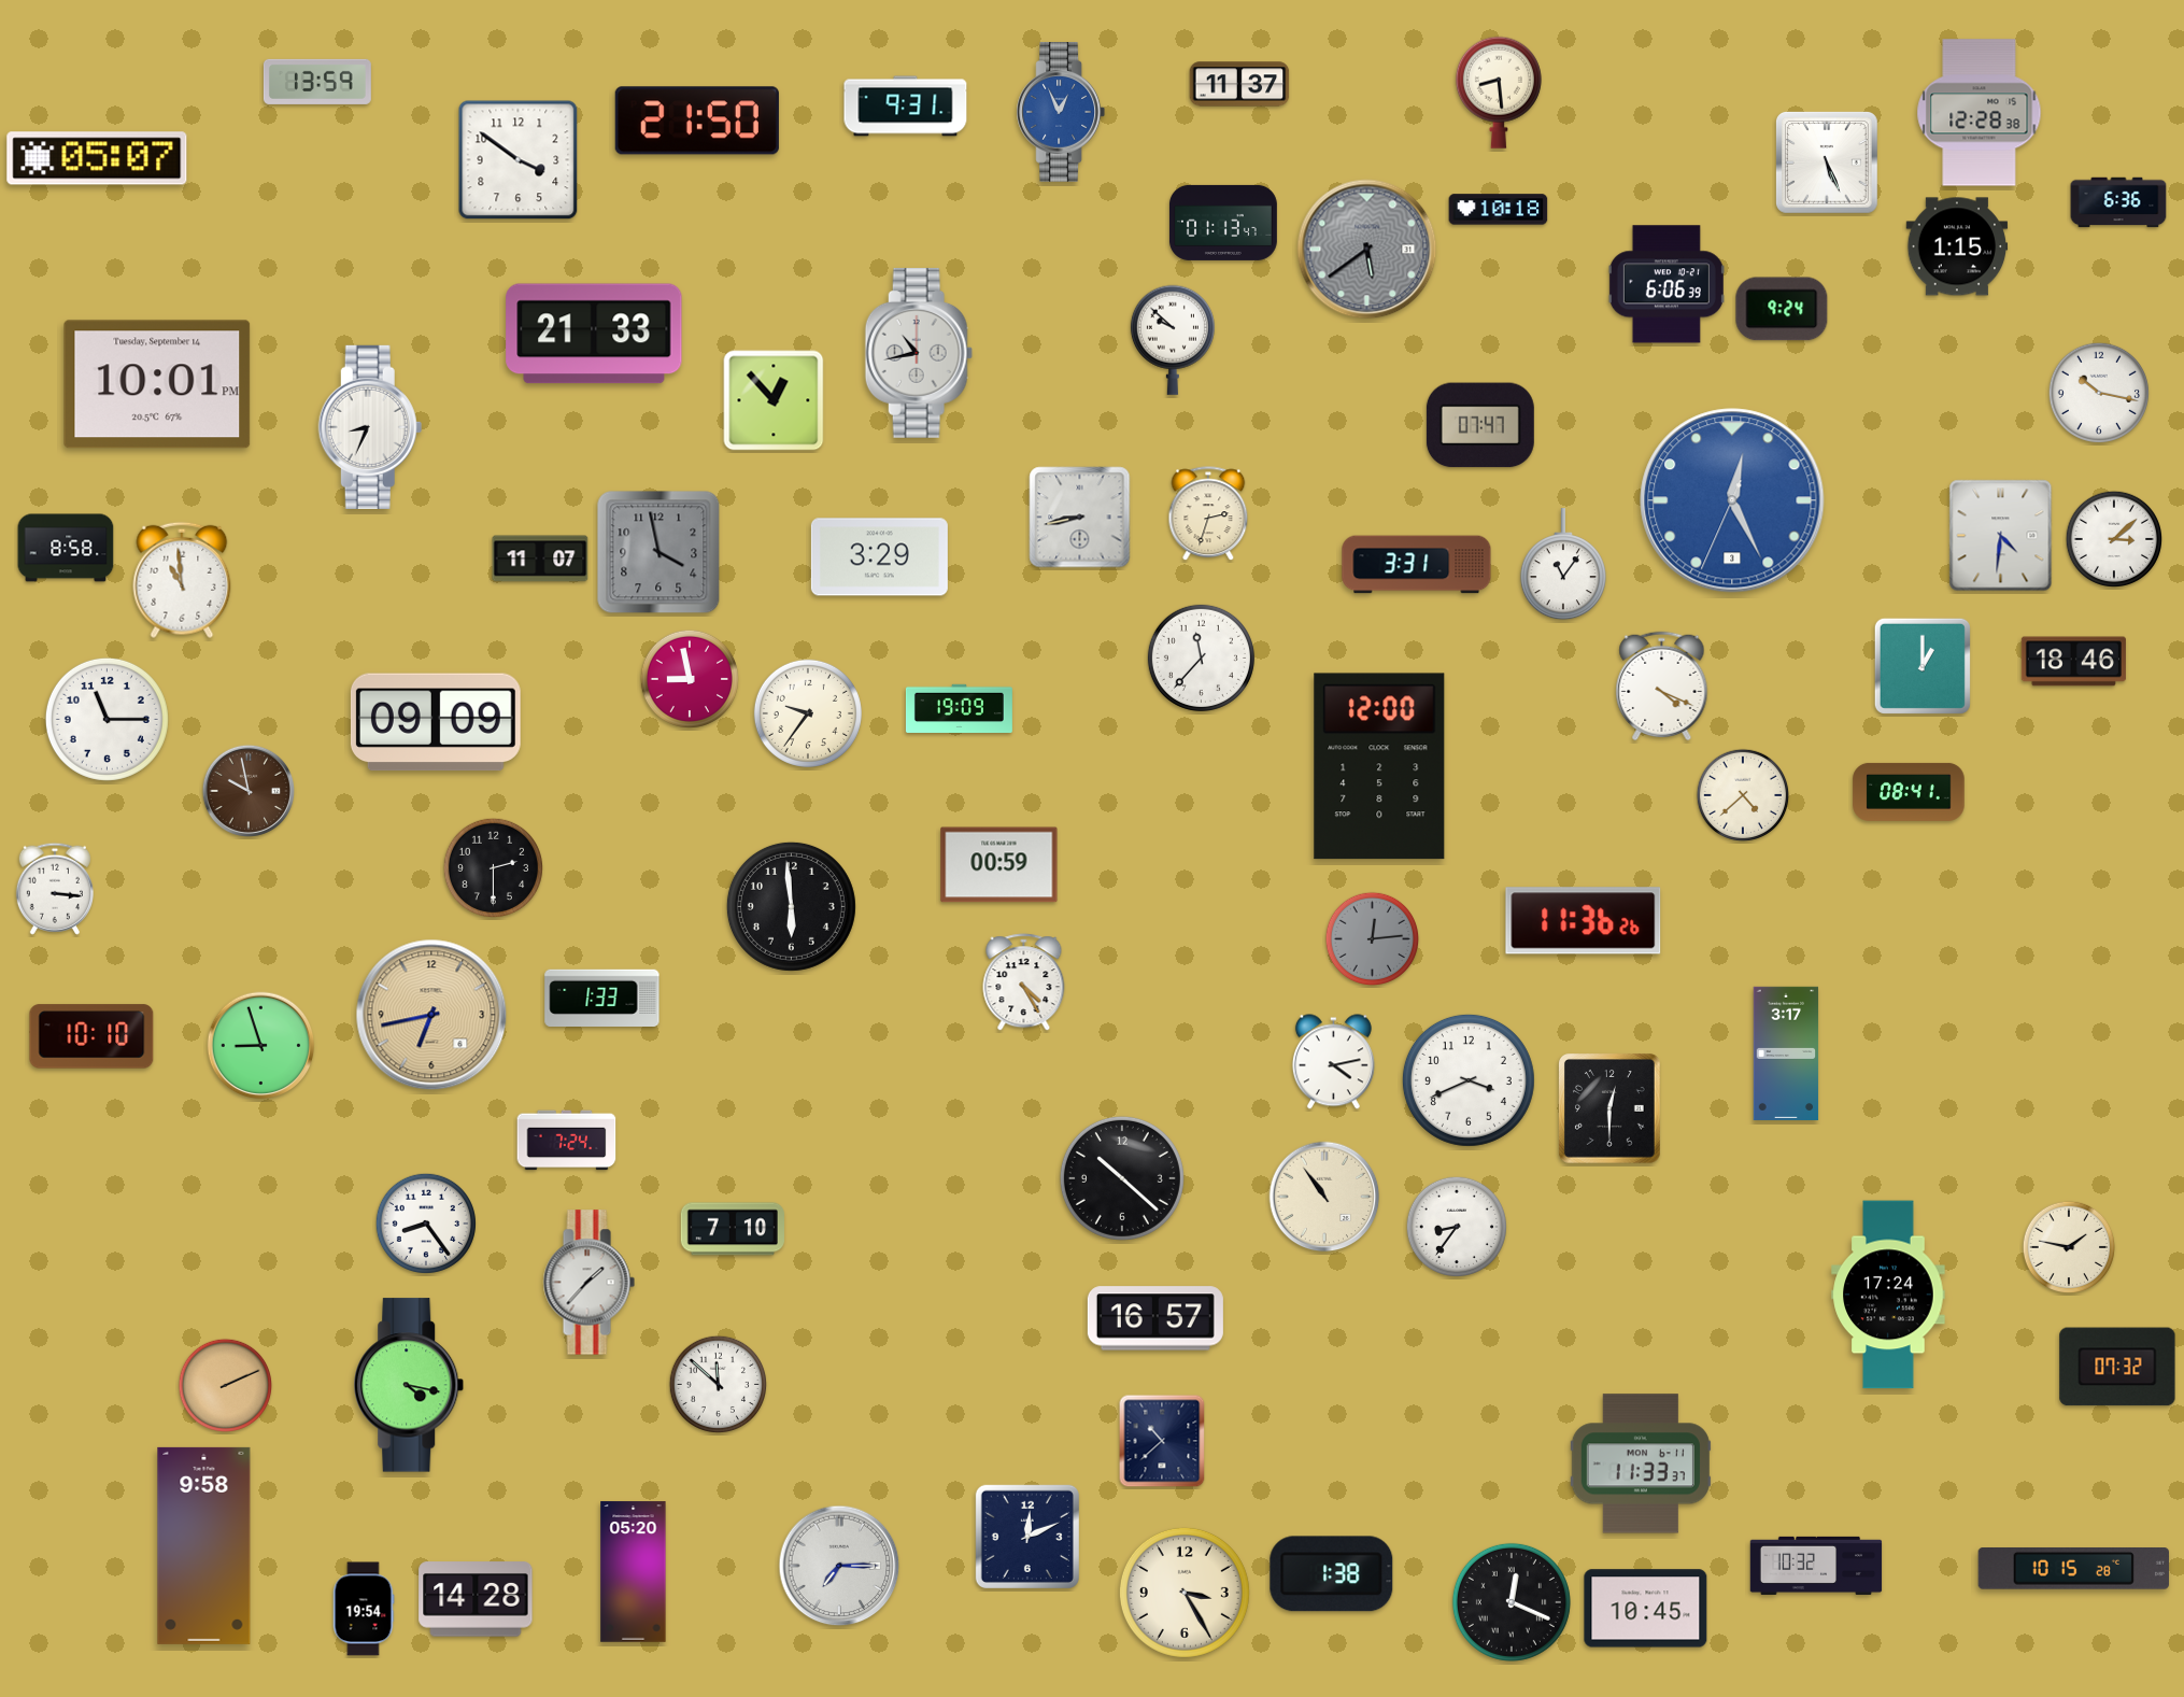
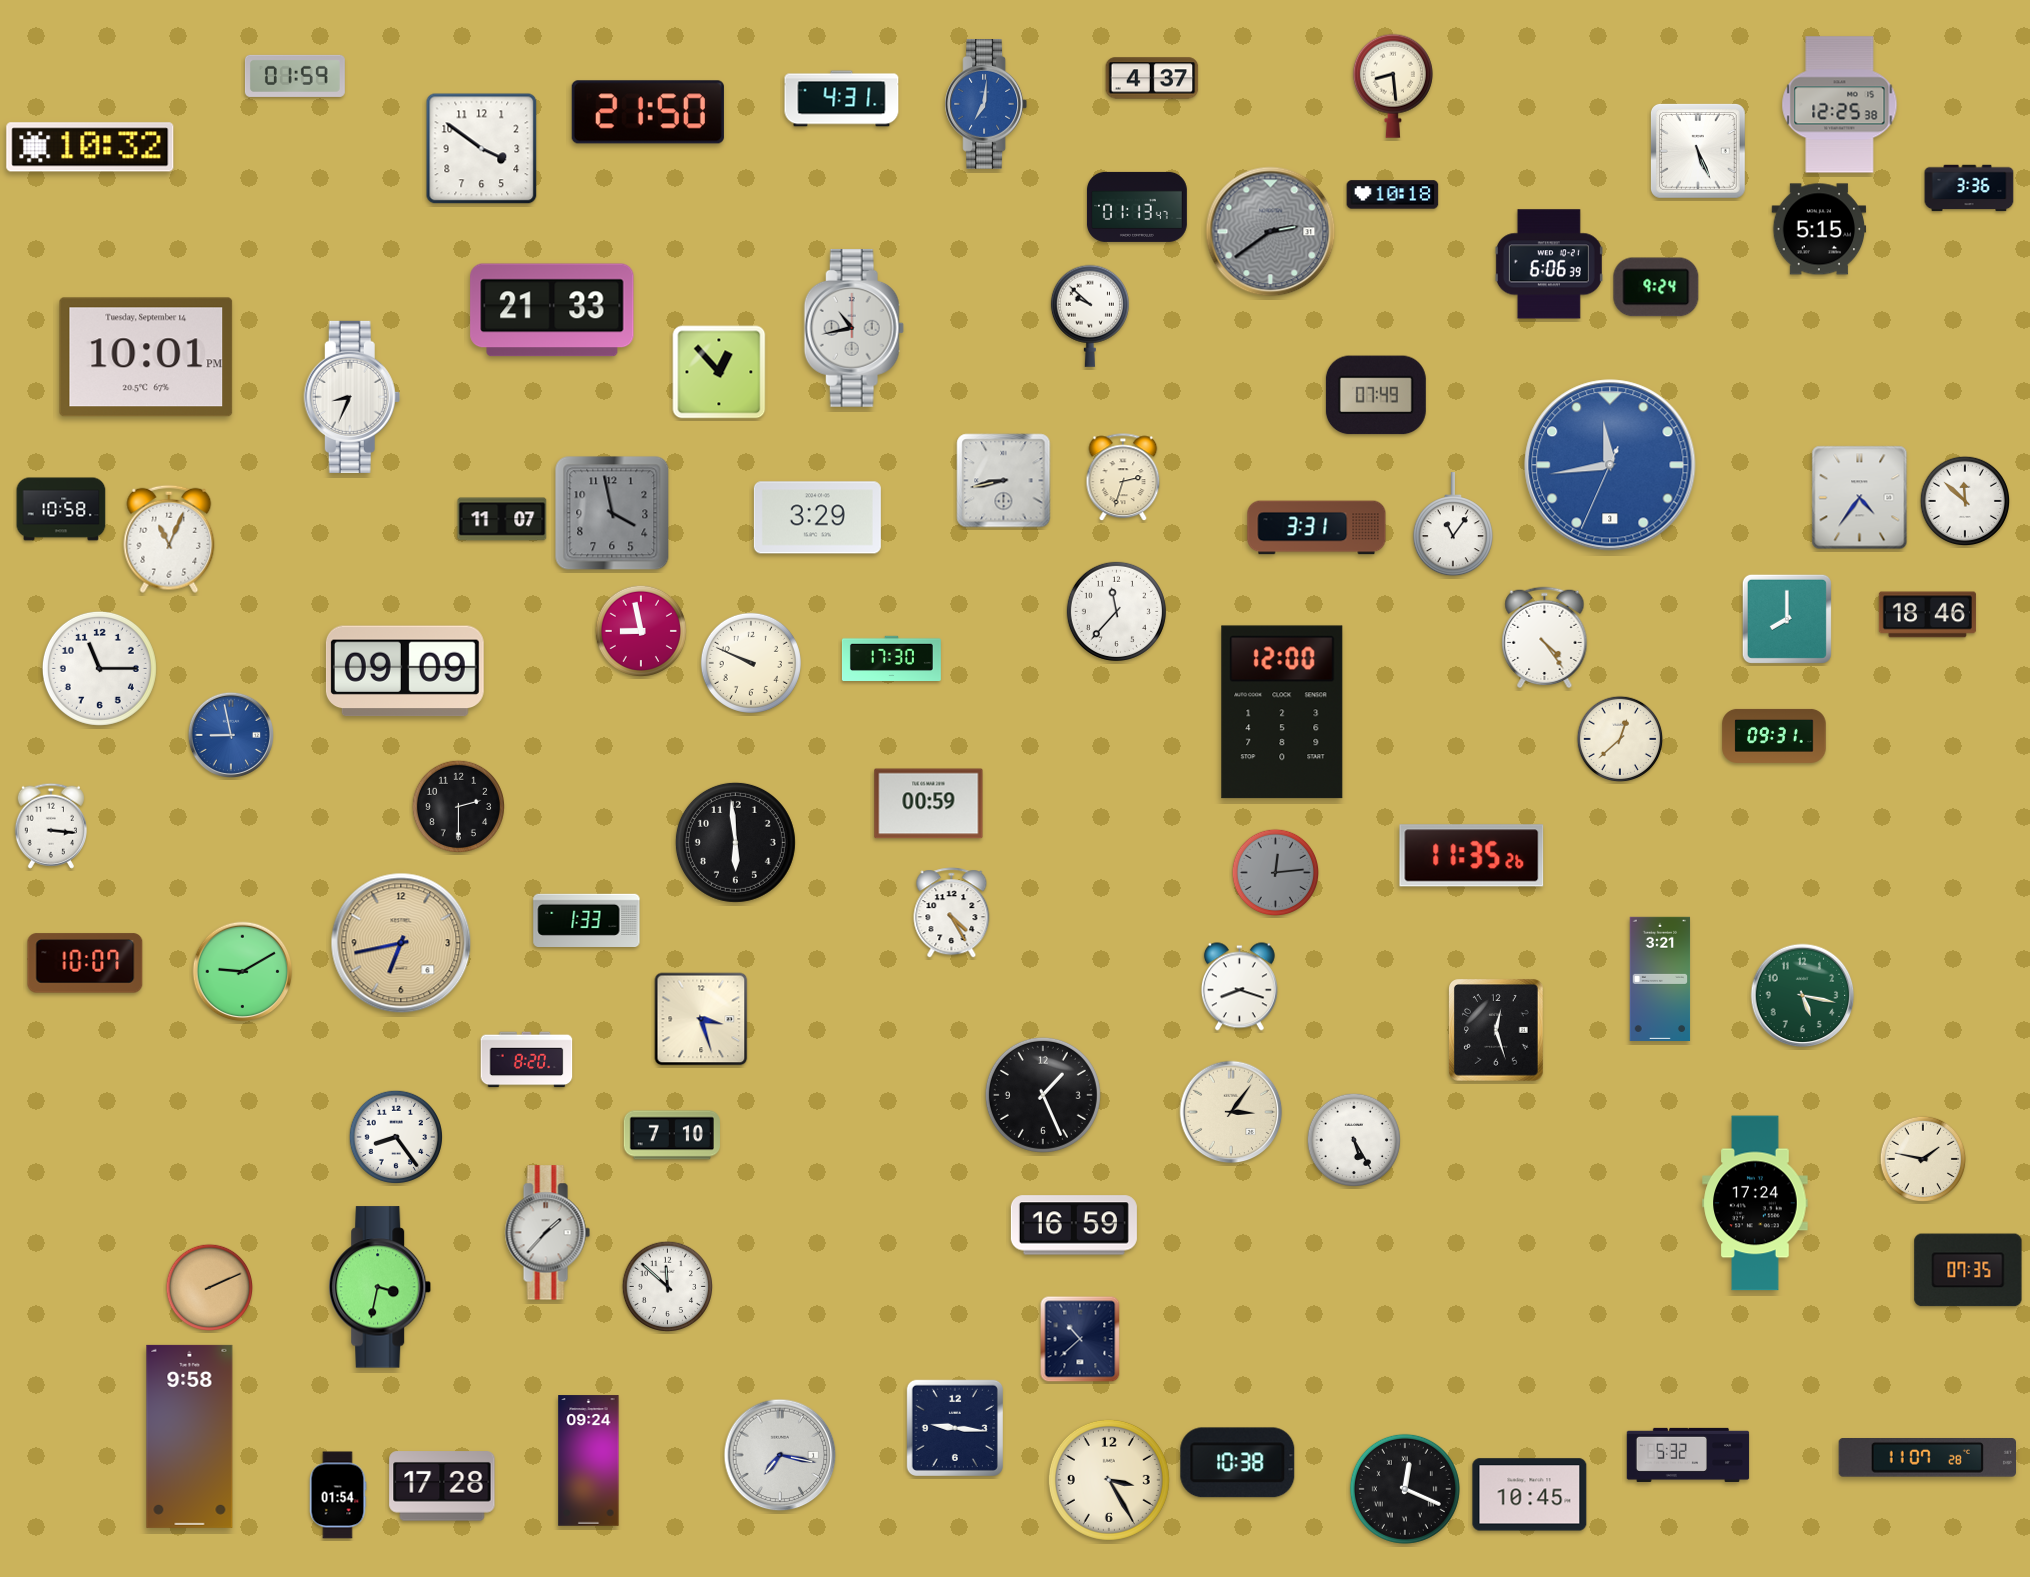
clock at (317, 82): 13:59 -> 01:59
clock at (1239, 84): 11:37 -> 4:37
clock at (906, 107): 9:31 -> 4:31
clock at (1061, 113): 12:56 -> 7:01
clock at (1980, 113): 12:28 -> 12:25
clock at (97, 158): 05:07 -> 10:32
clock at (2118, 202): 6:36 -> 3:36
clock at (1957, 246): 1:15 -> 5:15
clock at (1367, 250): 5:39 -> 2:39
clock at (2098, 392): 10:17 -> none
clock at (1480, 425): 07:47 -> 07:49
clock at (370, 427) position: (370, 427) -> (352, 397)
clock at (1732, 500): 12:25 -> 11:43
clock at (2001, 536): 4:31 -> 4:36
clock at (2113, 538): 3:08 -> 11:52
clock at (66, 548): 8:58 -> 10:58
clock at (1417, 565) position: (1417, 565) -> (1317, 528)
clock at (182, 580): 10:59 -> 11:04
clock at (1923, 666): 1:00 -> 8:00
clock at (1662, 687): 4:19 -> 4:24
clock at (959, 708): 19:09 -> 17:30
clock at (808, 713): 9:36 -> 9:49
clock at (249, 791): 9:58 -> 8:58
clock at (249, 791) dial: brown -> blue
clock at (1909, 792): 08:41 -> 09:31
clock at (1743, 795): 4:38 -> 12:38
clock at (1584, 921): 11:36 -> 11:35
clock at (602, 998) position: (602, 998) -> (587, 920)
clock at (91, 1036): 10:10 -> 10:07
clock at (261, 1046): 8:57 -> 9:10
clock at (1786, 1053): 3:17 -> 3:21
clock at (1333, 1062): 4:13 -> 8:18
clock at (1803, 996): none -> 5:17
clock at (1469, 1080): 3:41 -> none
clock at (701, 1019): none -> 3:27
clock at (1611, 1109): 12:30 -> 12:27
clock at (567, 1141): 7:24 -> 8:20
clock at (1122, 1178): 10:22 -> 1:26
clock at (1324, 1197): 10:54 -> 3:06
clock at (1456, 1226): 8:36 -> 5:25
clock at (733, 1229) position: (733, 1229) -> (672, 1135)
clock at (588, 1283) position: (588, 1283) -> (547, 1233)
clock at (1155, 1318): 16:57 -> 16:59
clock at (2117, 1367): 07:32 -> 07:35
clock at (409, 1385): 4:17 -> 3:32
clock at (1641, 1463): 11:33 -> none
clock at (1027, 1537): 12:11 -> 9:16
clock at (839, 1566): 7:15 -> 7:17
clock at (1816, 1566): 10:32 -> 5:32
clock at (2074, 1569): 10:15 -> 11:07
clock at (634, 1572): 05:20 -> 09:24
clock at (1332, 1574): 1:38 -> 10:38
clock at (1185, 1593) position: (1185, 1593) -> (1109, 1480)
clock at (476, 1599): 14:28 -> 17:28
clock at (364, 1609): 19:54 -> 01:54
